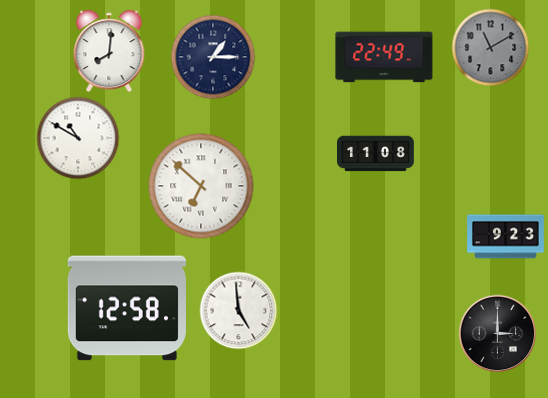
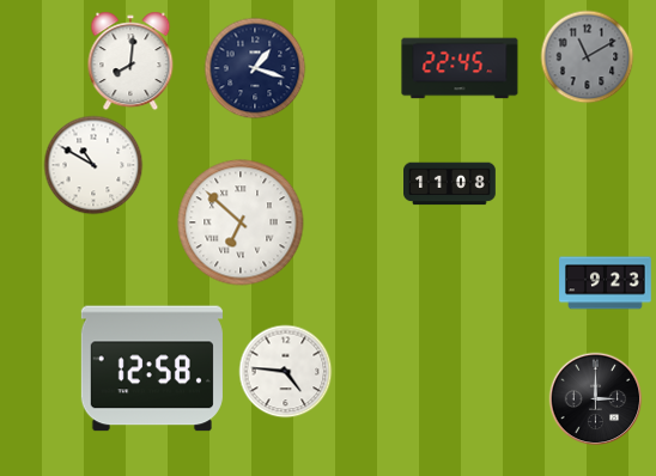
clock at (213, 57): 1:15 -> 1:18
clock at (384, 57): 22:49 -> 22:45
clock at (238, 310): 4:59 -> 4:46
